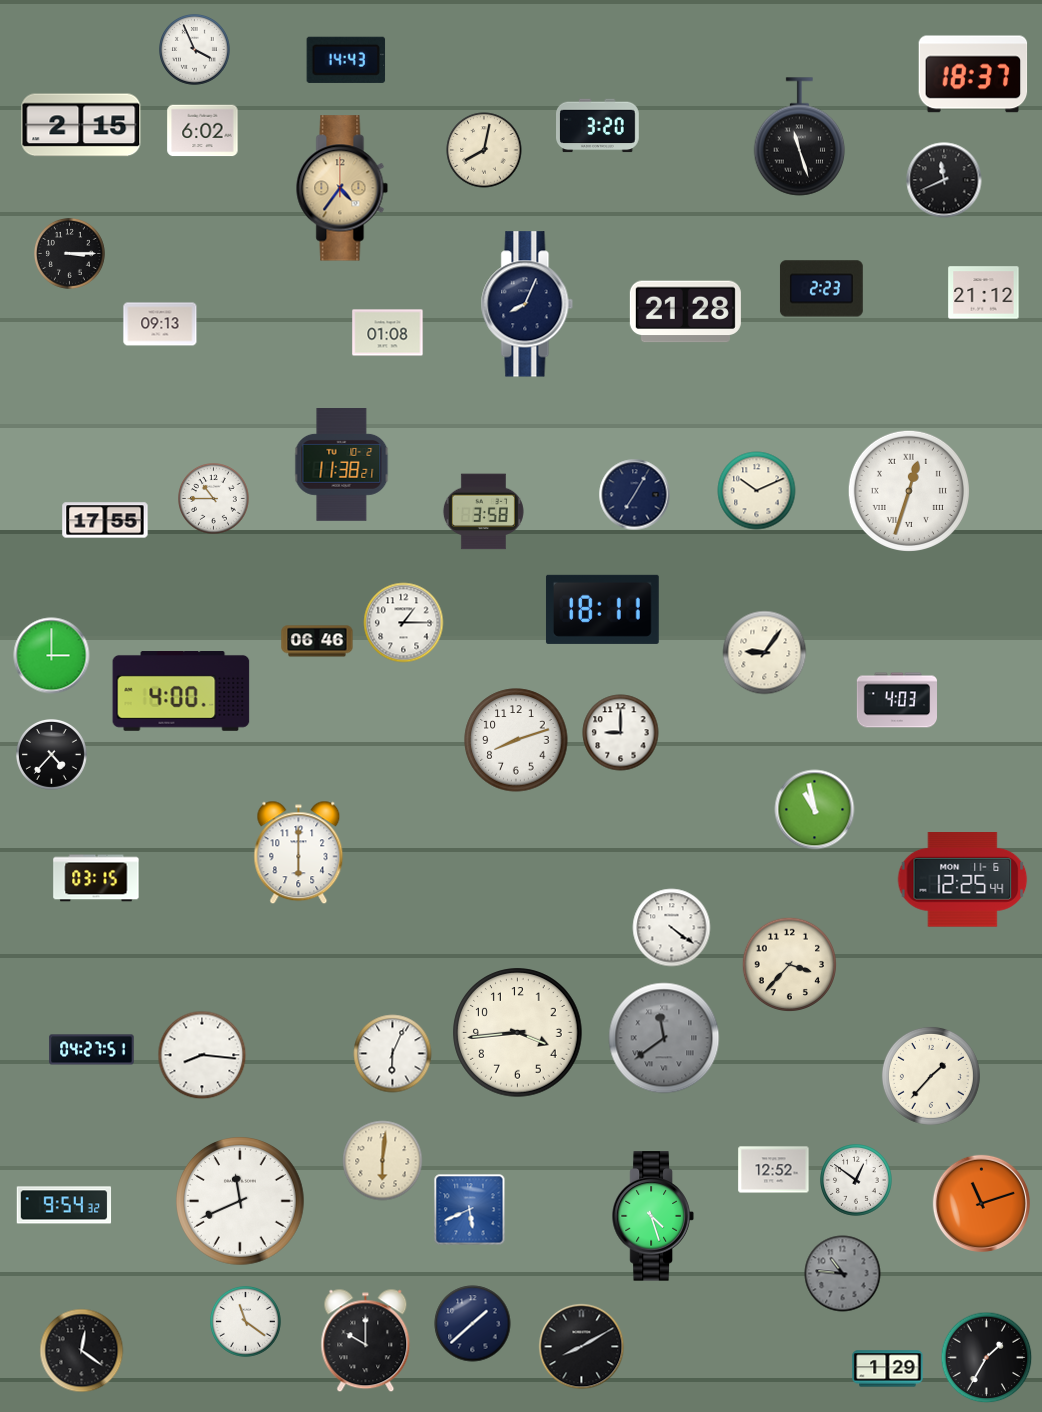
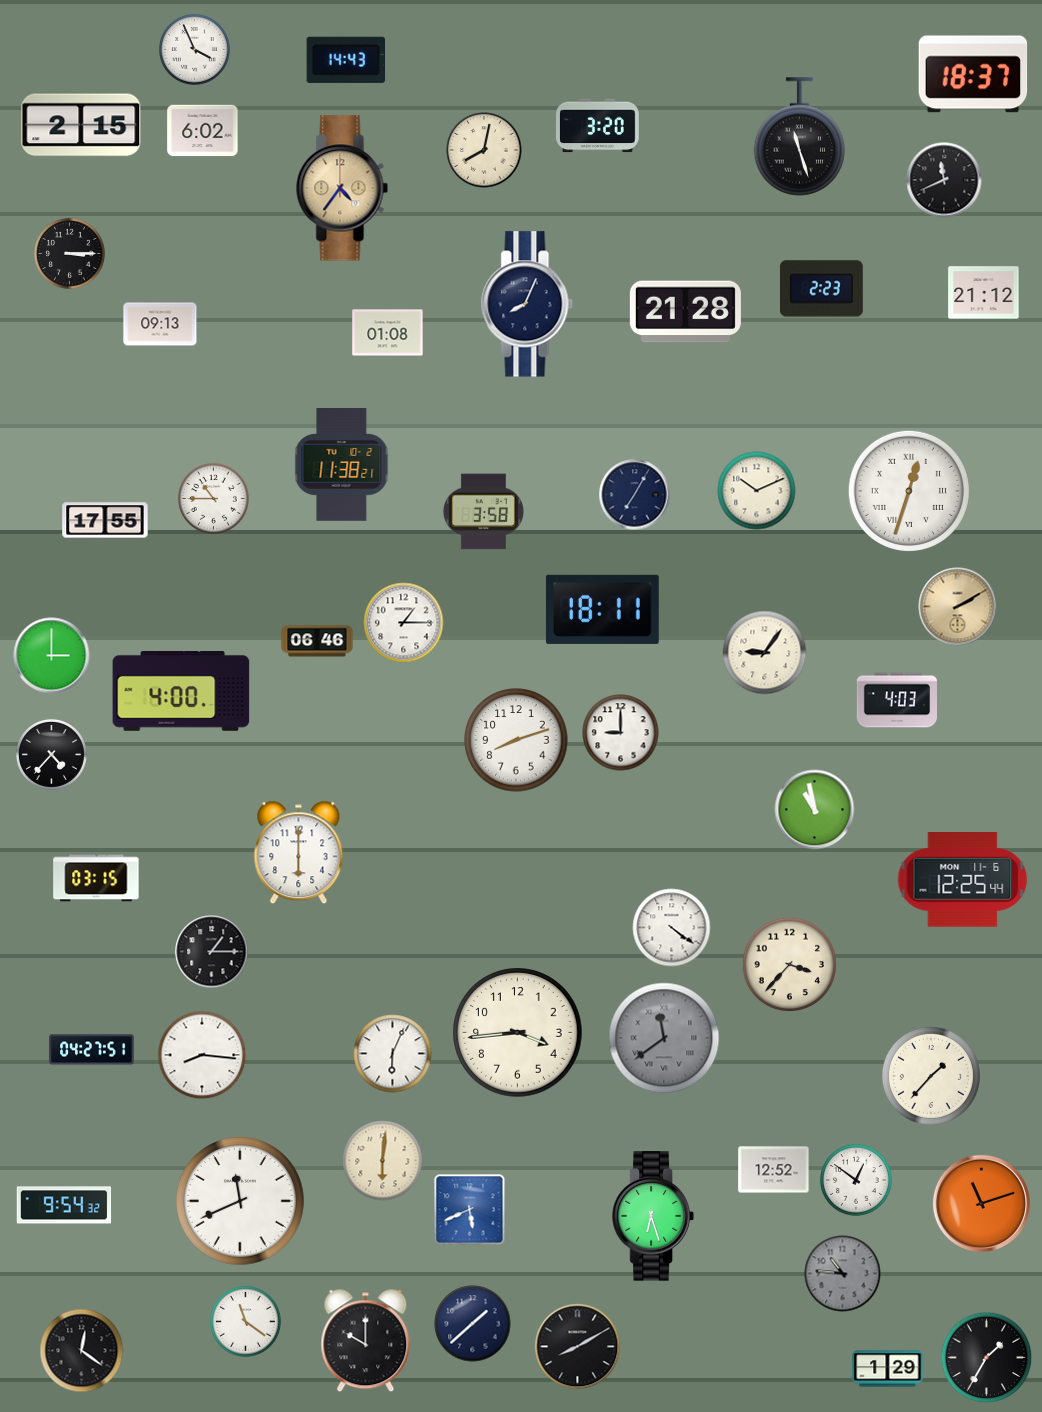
clock at (958, 607): none -> 2:10
clock at (212, 952): none -> 1:15
clock at (653, 1216): 4:27 -> 6:27
clock at (582, 1347) position: (582, 1347) -> (578, 1347)
